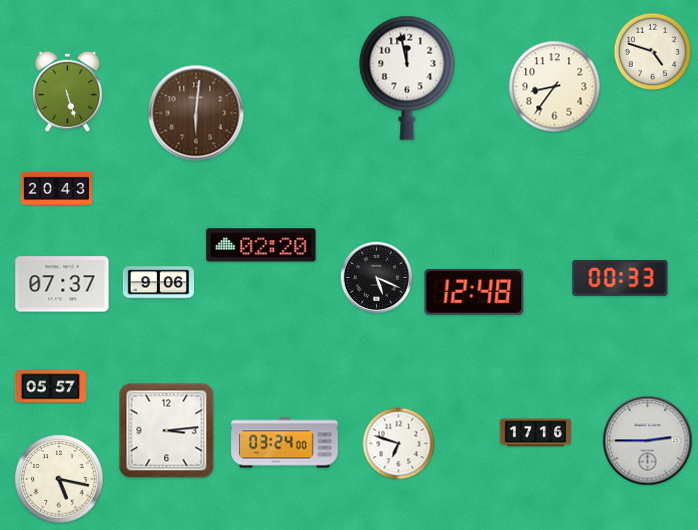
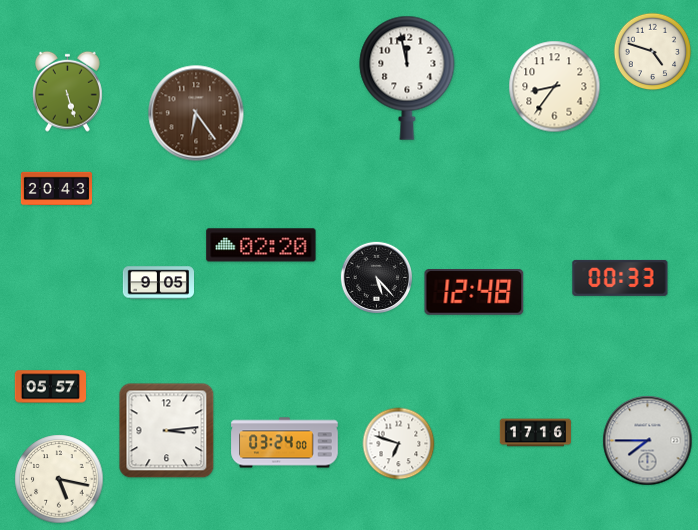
clock at (196, 113): 6:01 -> 6:24
clock at (376, 277): 5:19 -> 5:23
clock at (158, 283): 9:06 -> 9:05
clock at (62, 284): 07:37 -> none
clock at (648, 441): 2:45 -> 7:45
